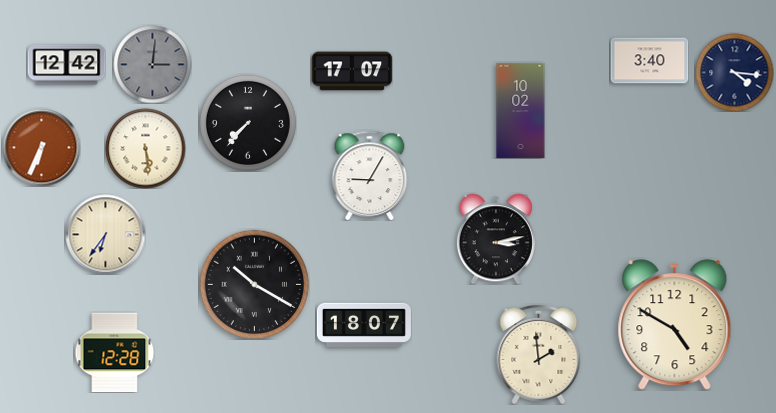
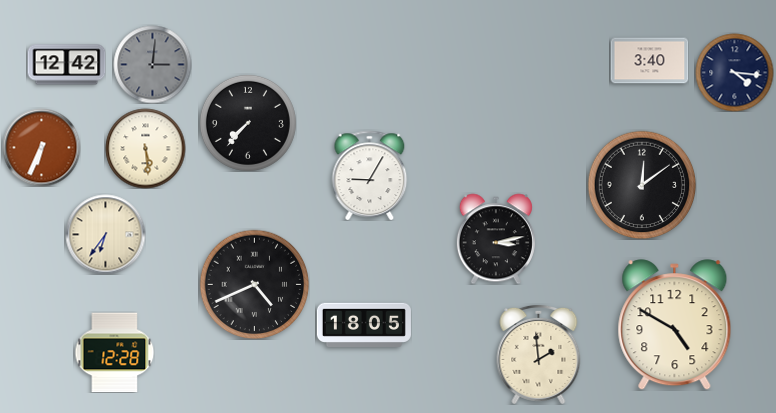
clock at (352, 71): 17:07 -> none
clock at (521, 110): 10:02 -> none
clock at (642, 185): none -> 12:09
clock at (254, 284): 10:20 -> 4:41
clock at (364, 324): 18:07 -> 18:05
